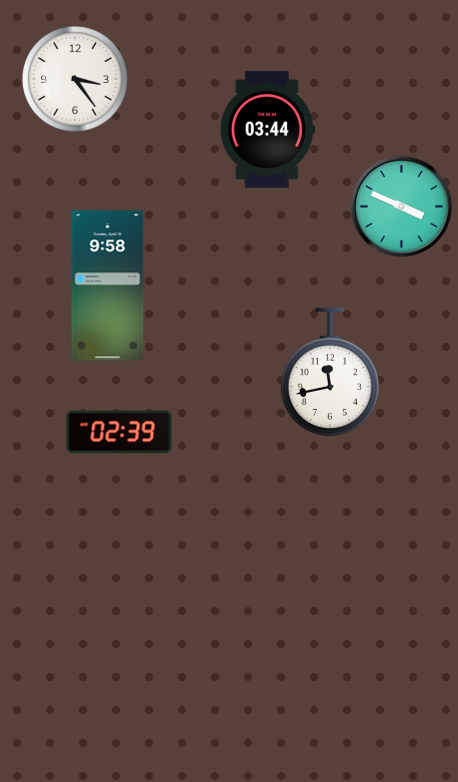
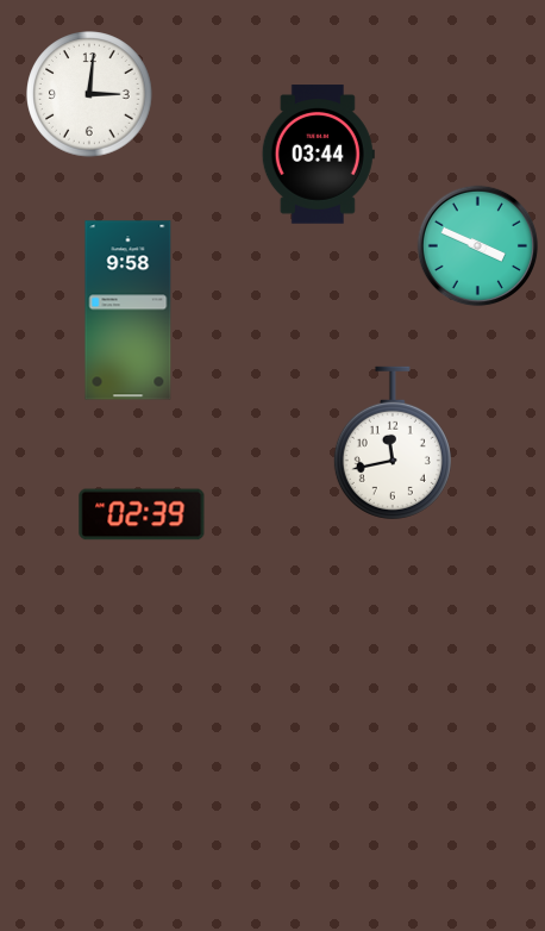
clock at (75, 79): 3:24 -> 3:01
clock at (108, 286) position: (108, 286) -> (129, 311)
